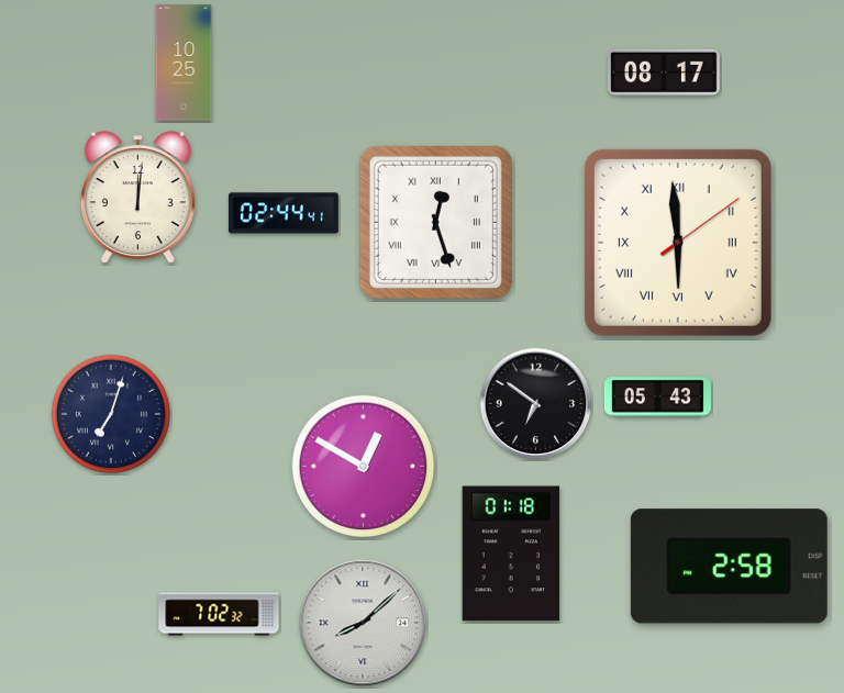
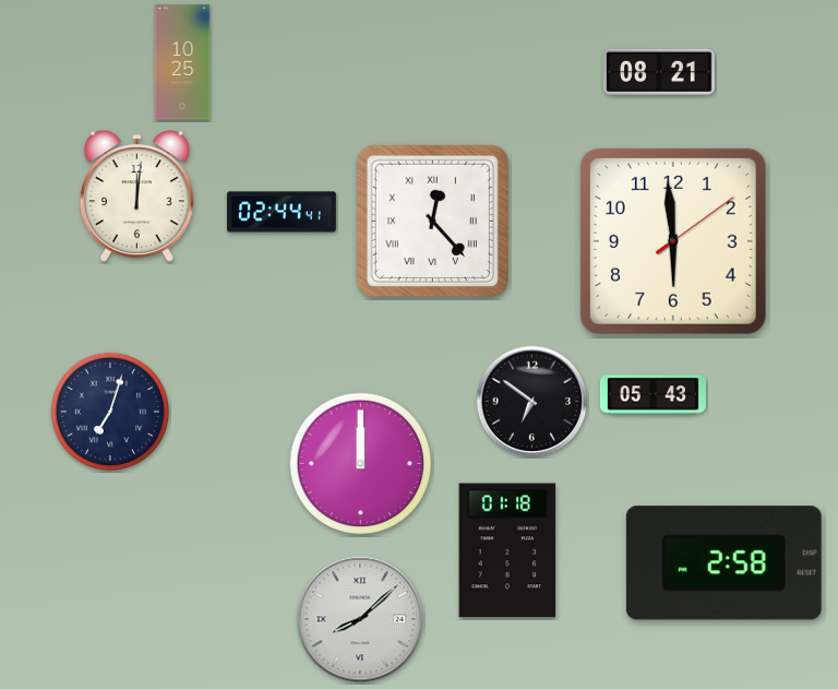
clock at (664, 72): 08:17 -> 08:21
clock at (435, 222): 12:27 -> 12:23
clock at (678, 243) numerals: Roman -> Arabic
clock at (364, 467): 12:50 -> 12:00
clock at (219, 614): 7:02 -> none
